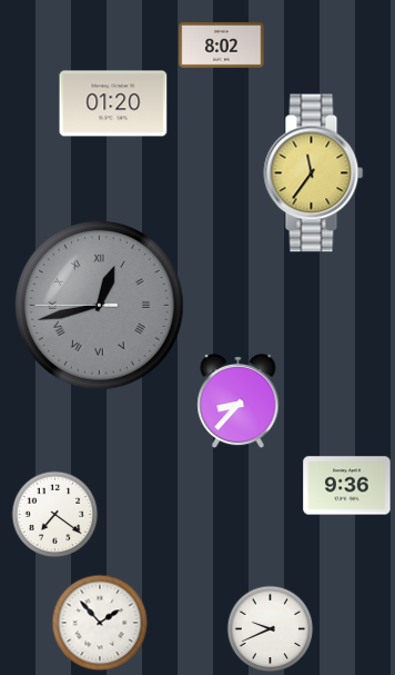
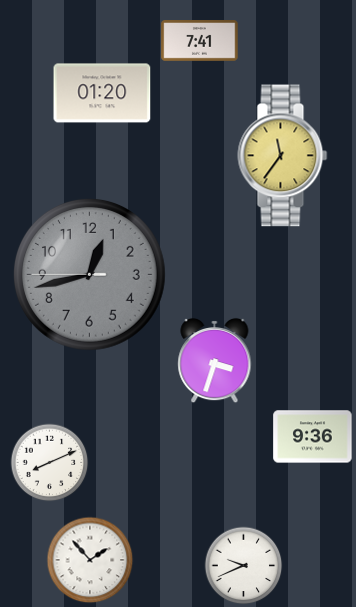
clock at (222, 46): 8:02 -> 7:41
clock at (99, 305) numerals: Roman -> Arabic
clock at (239, 400): 8:37 -> 3:33
clock at (54, 514): 7:21 -> 8:11
